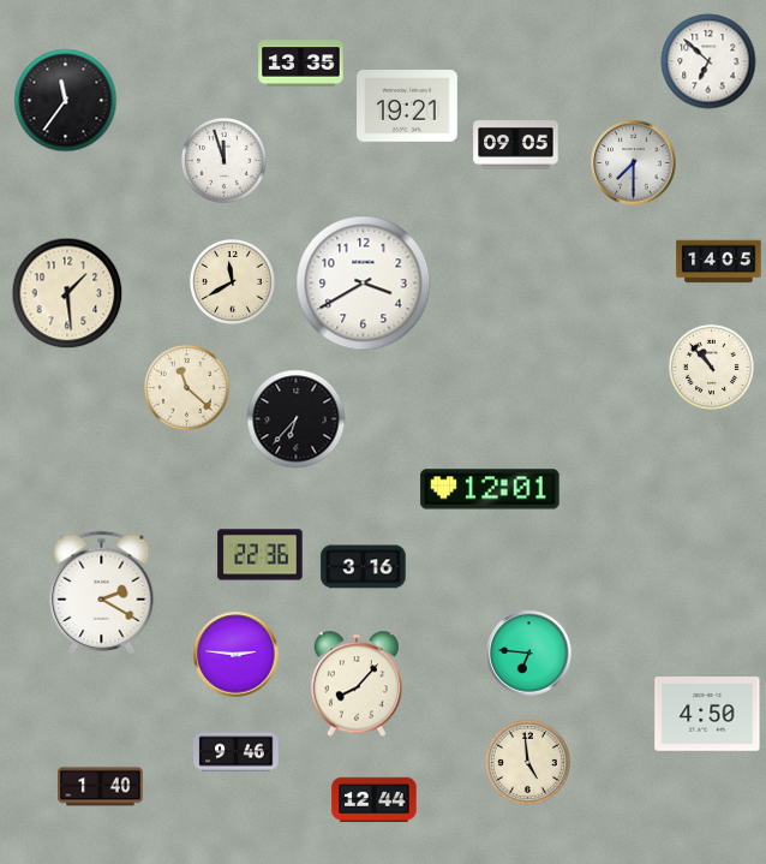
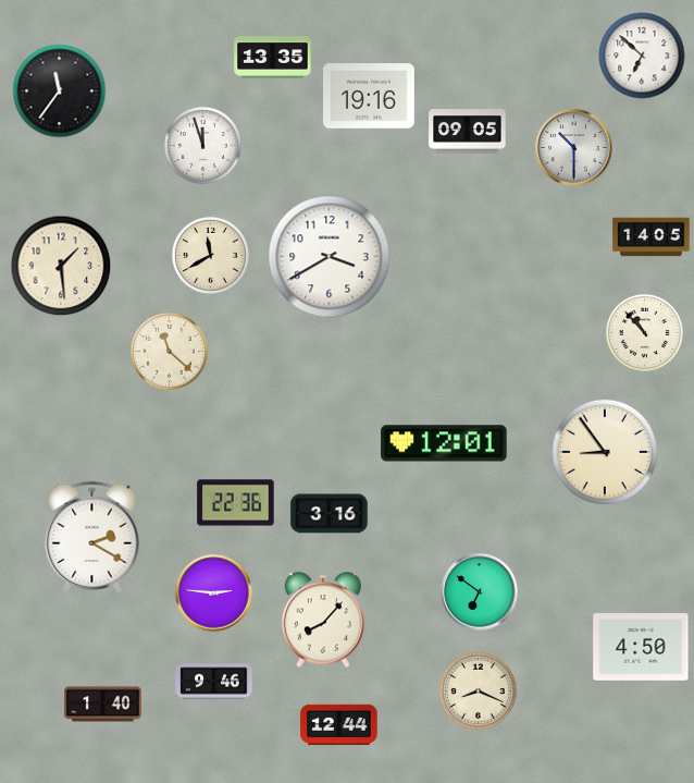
clock at (408, 106): 19:21 -> 19:16
clock at (634, 163): 7:30 -> 10:30
clock at (297, 419): 6:37 -> none
clock at (605, 452): none -> 8:54
clock at (529, 654): 6:46 -> 6:51
clock at (527, 762): 4:59 -> 8:19
clock at (101, 787) position: (101, 787) -> (103, 705)
